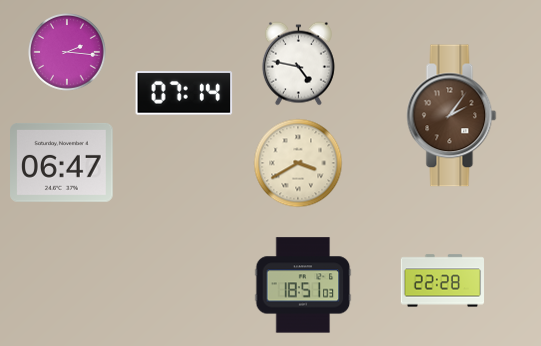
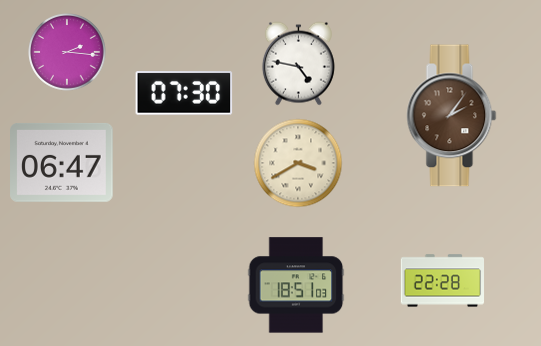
clock at (184, 94): 07:14 -> 07:30
clock at (303, 285) position: (303, 285) -> (296, 285)
